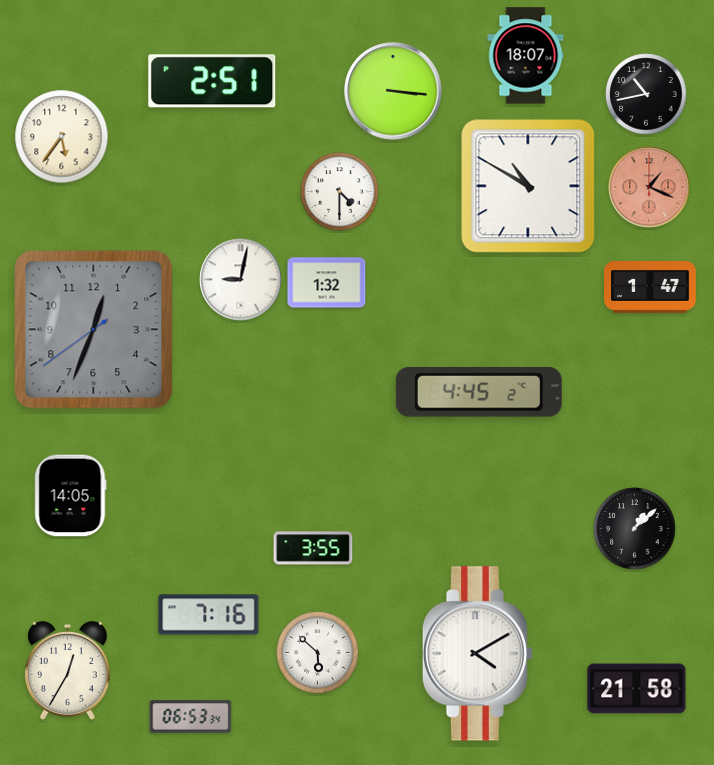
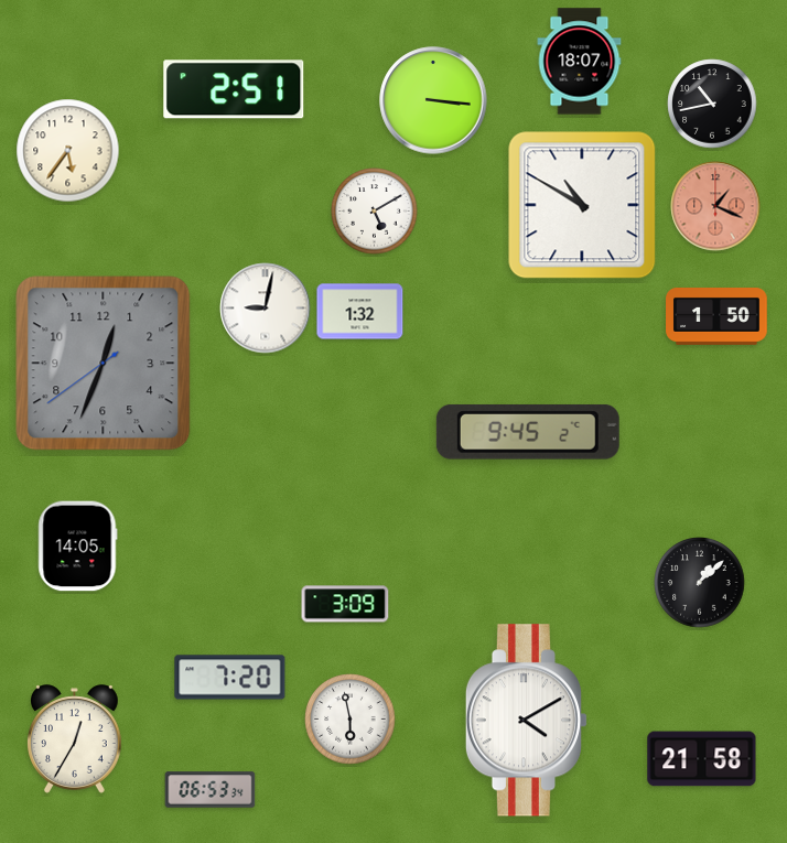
clock at (340, 192): 4:30 -> 5:10
clock at (650, 288): 1:47 -> 1:50
clock at (479, 392): 4:45 -> 9:45
clock at (313, 548): 3:55 -> 3:09
clock at (209, 615): 7:16 -> 7:20
clock at (318, 653): 5:52 -> 5:58
